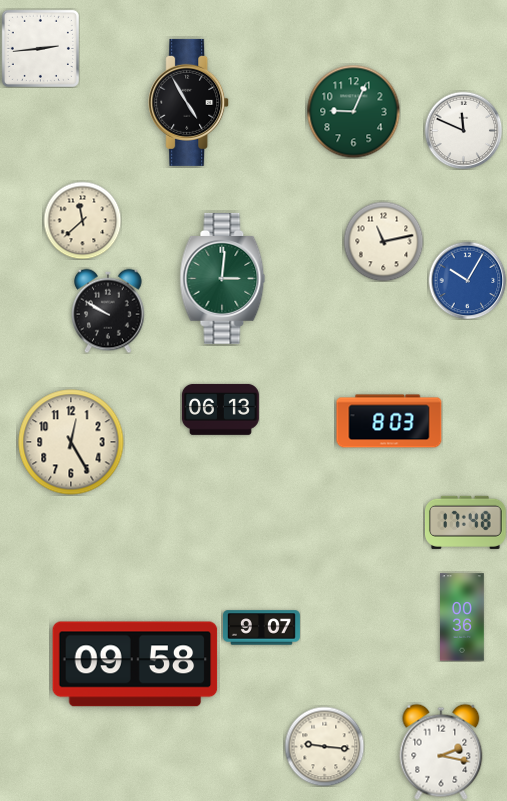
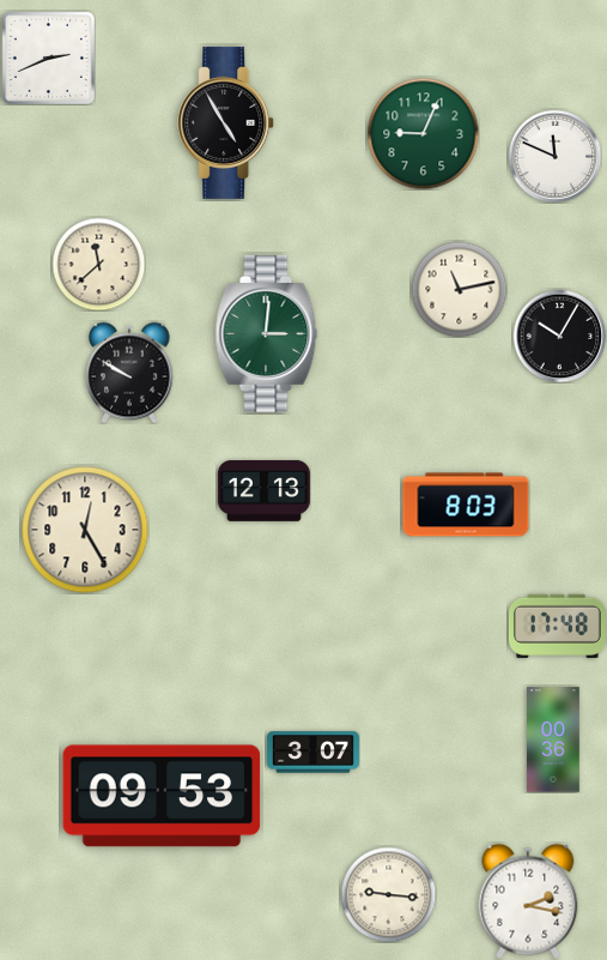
clock at (40, 48): 2:44 -> 2:41
clock at (467, 280) dial: blue -> black
clock at (220, 409): 06:13 -> 12:13
clock at (261, 628): 9:07 -> 3:07
clock at (135, 664): 09:58 -> 09:53
